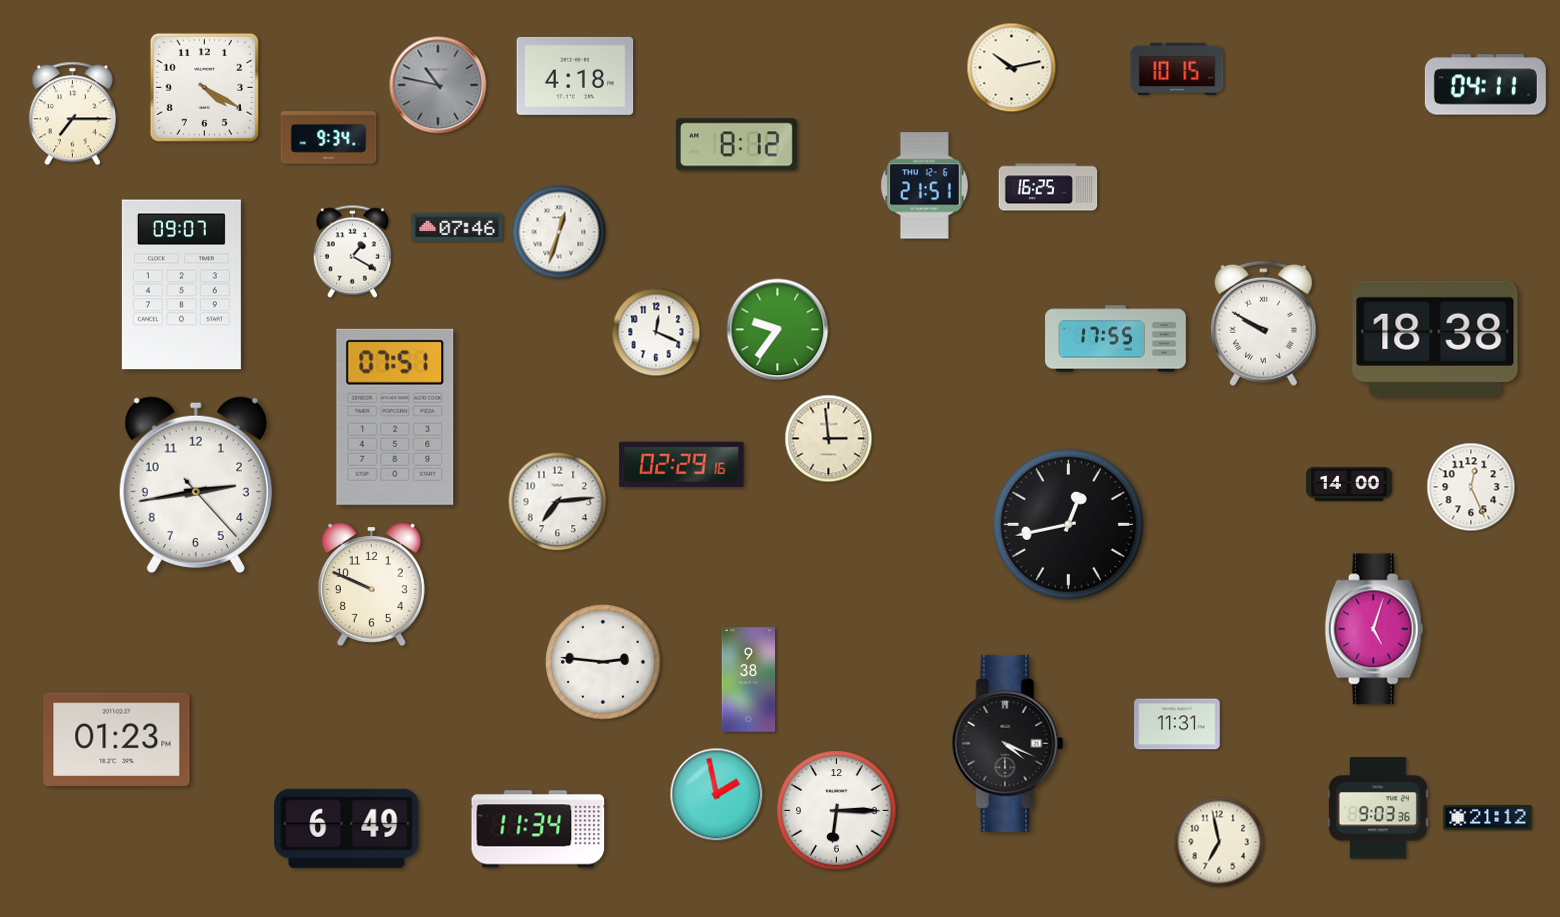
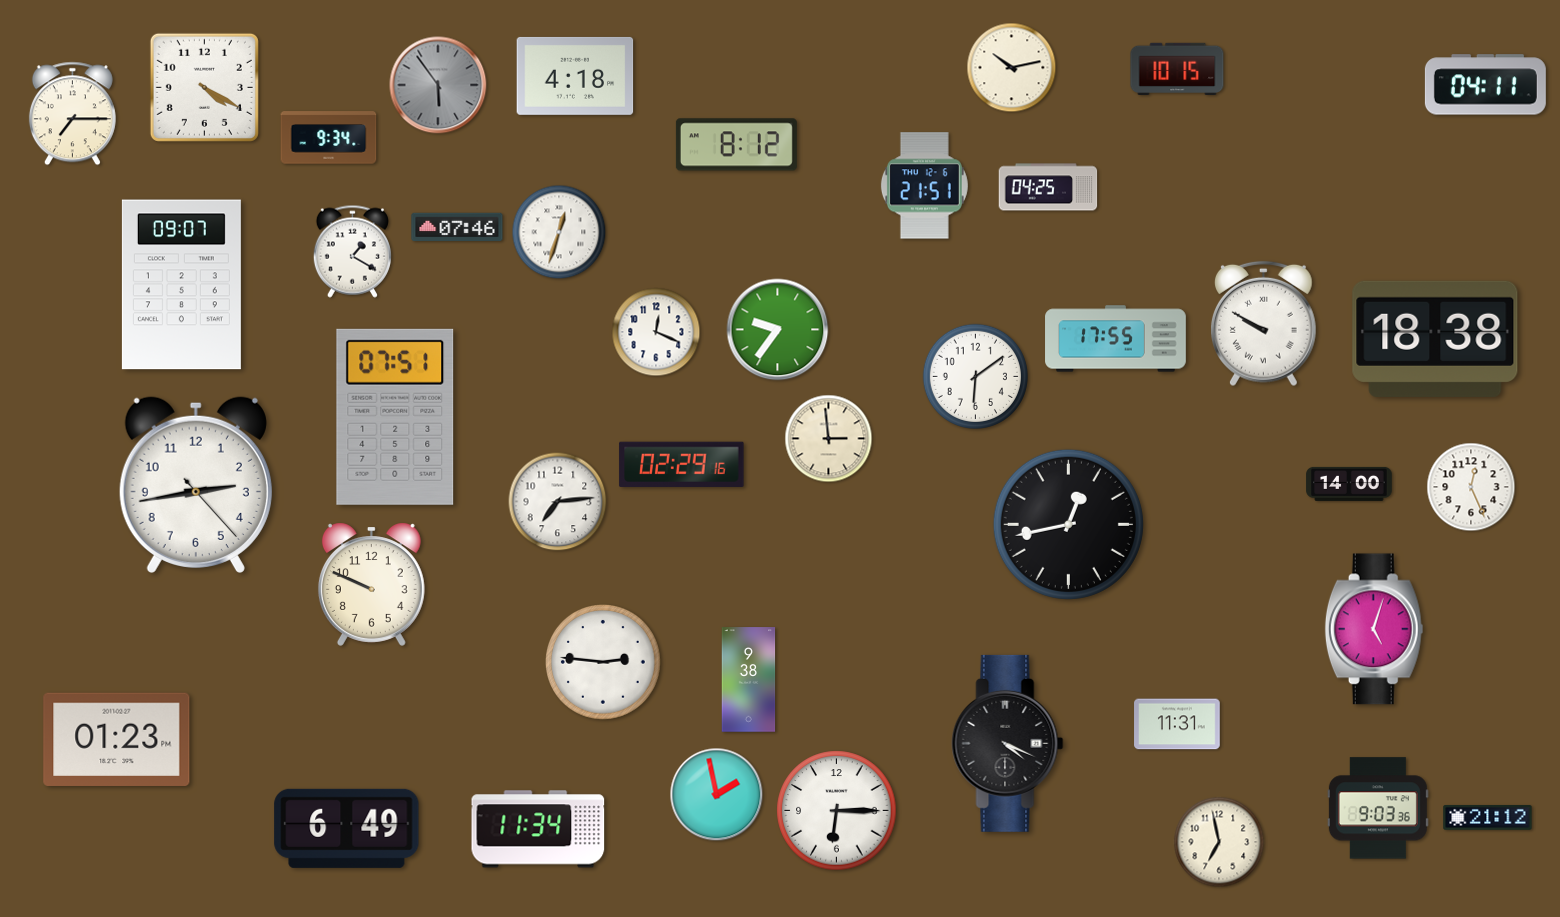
clock at (438, 85): 10:47 -> 5:54
clock at (1048, 187): 16:25 -> 04:25
clock at (975, 376): none -> 6:09
